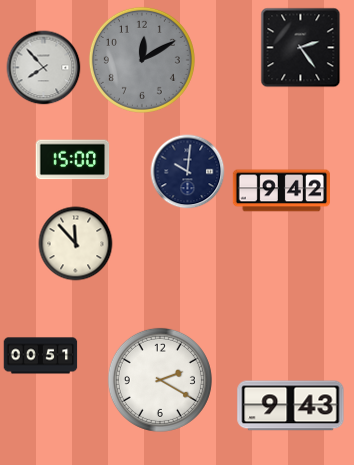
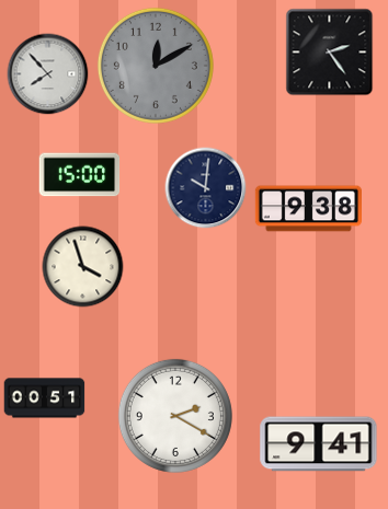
clock at (281, 191): 9:42 -> 9:38
clock at (76, 244): 11:53 -> 3:57
clock at (41, 356) position: (41, 356) -> (45, 398)
clock at (291, 406): 9:43 -> 9:41
